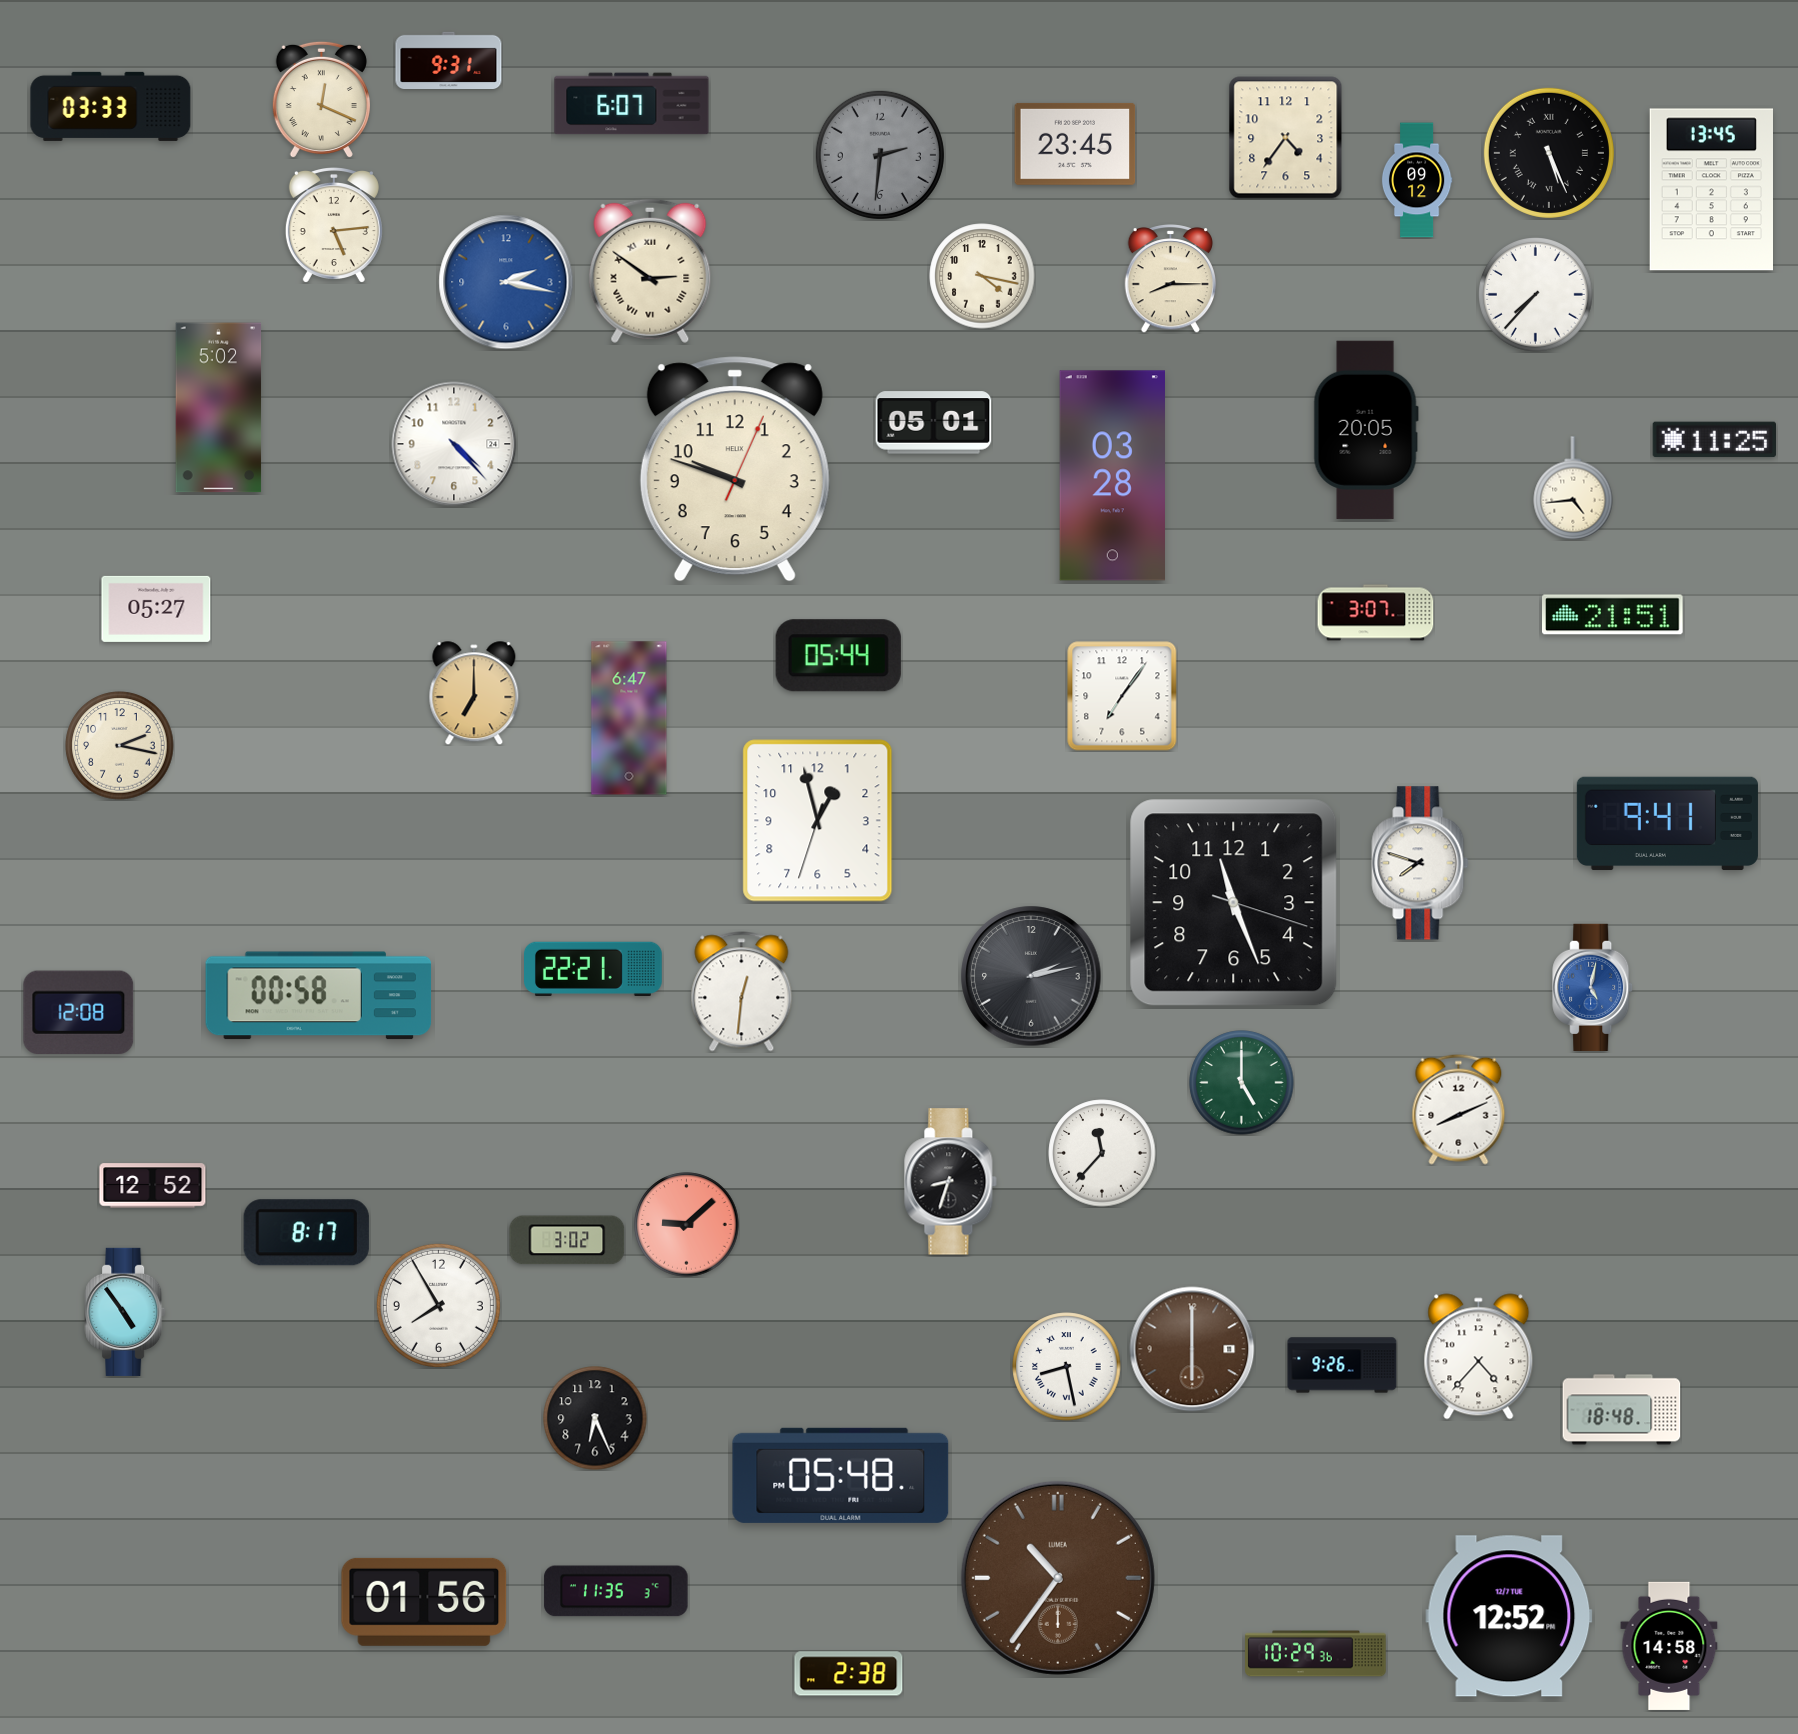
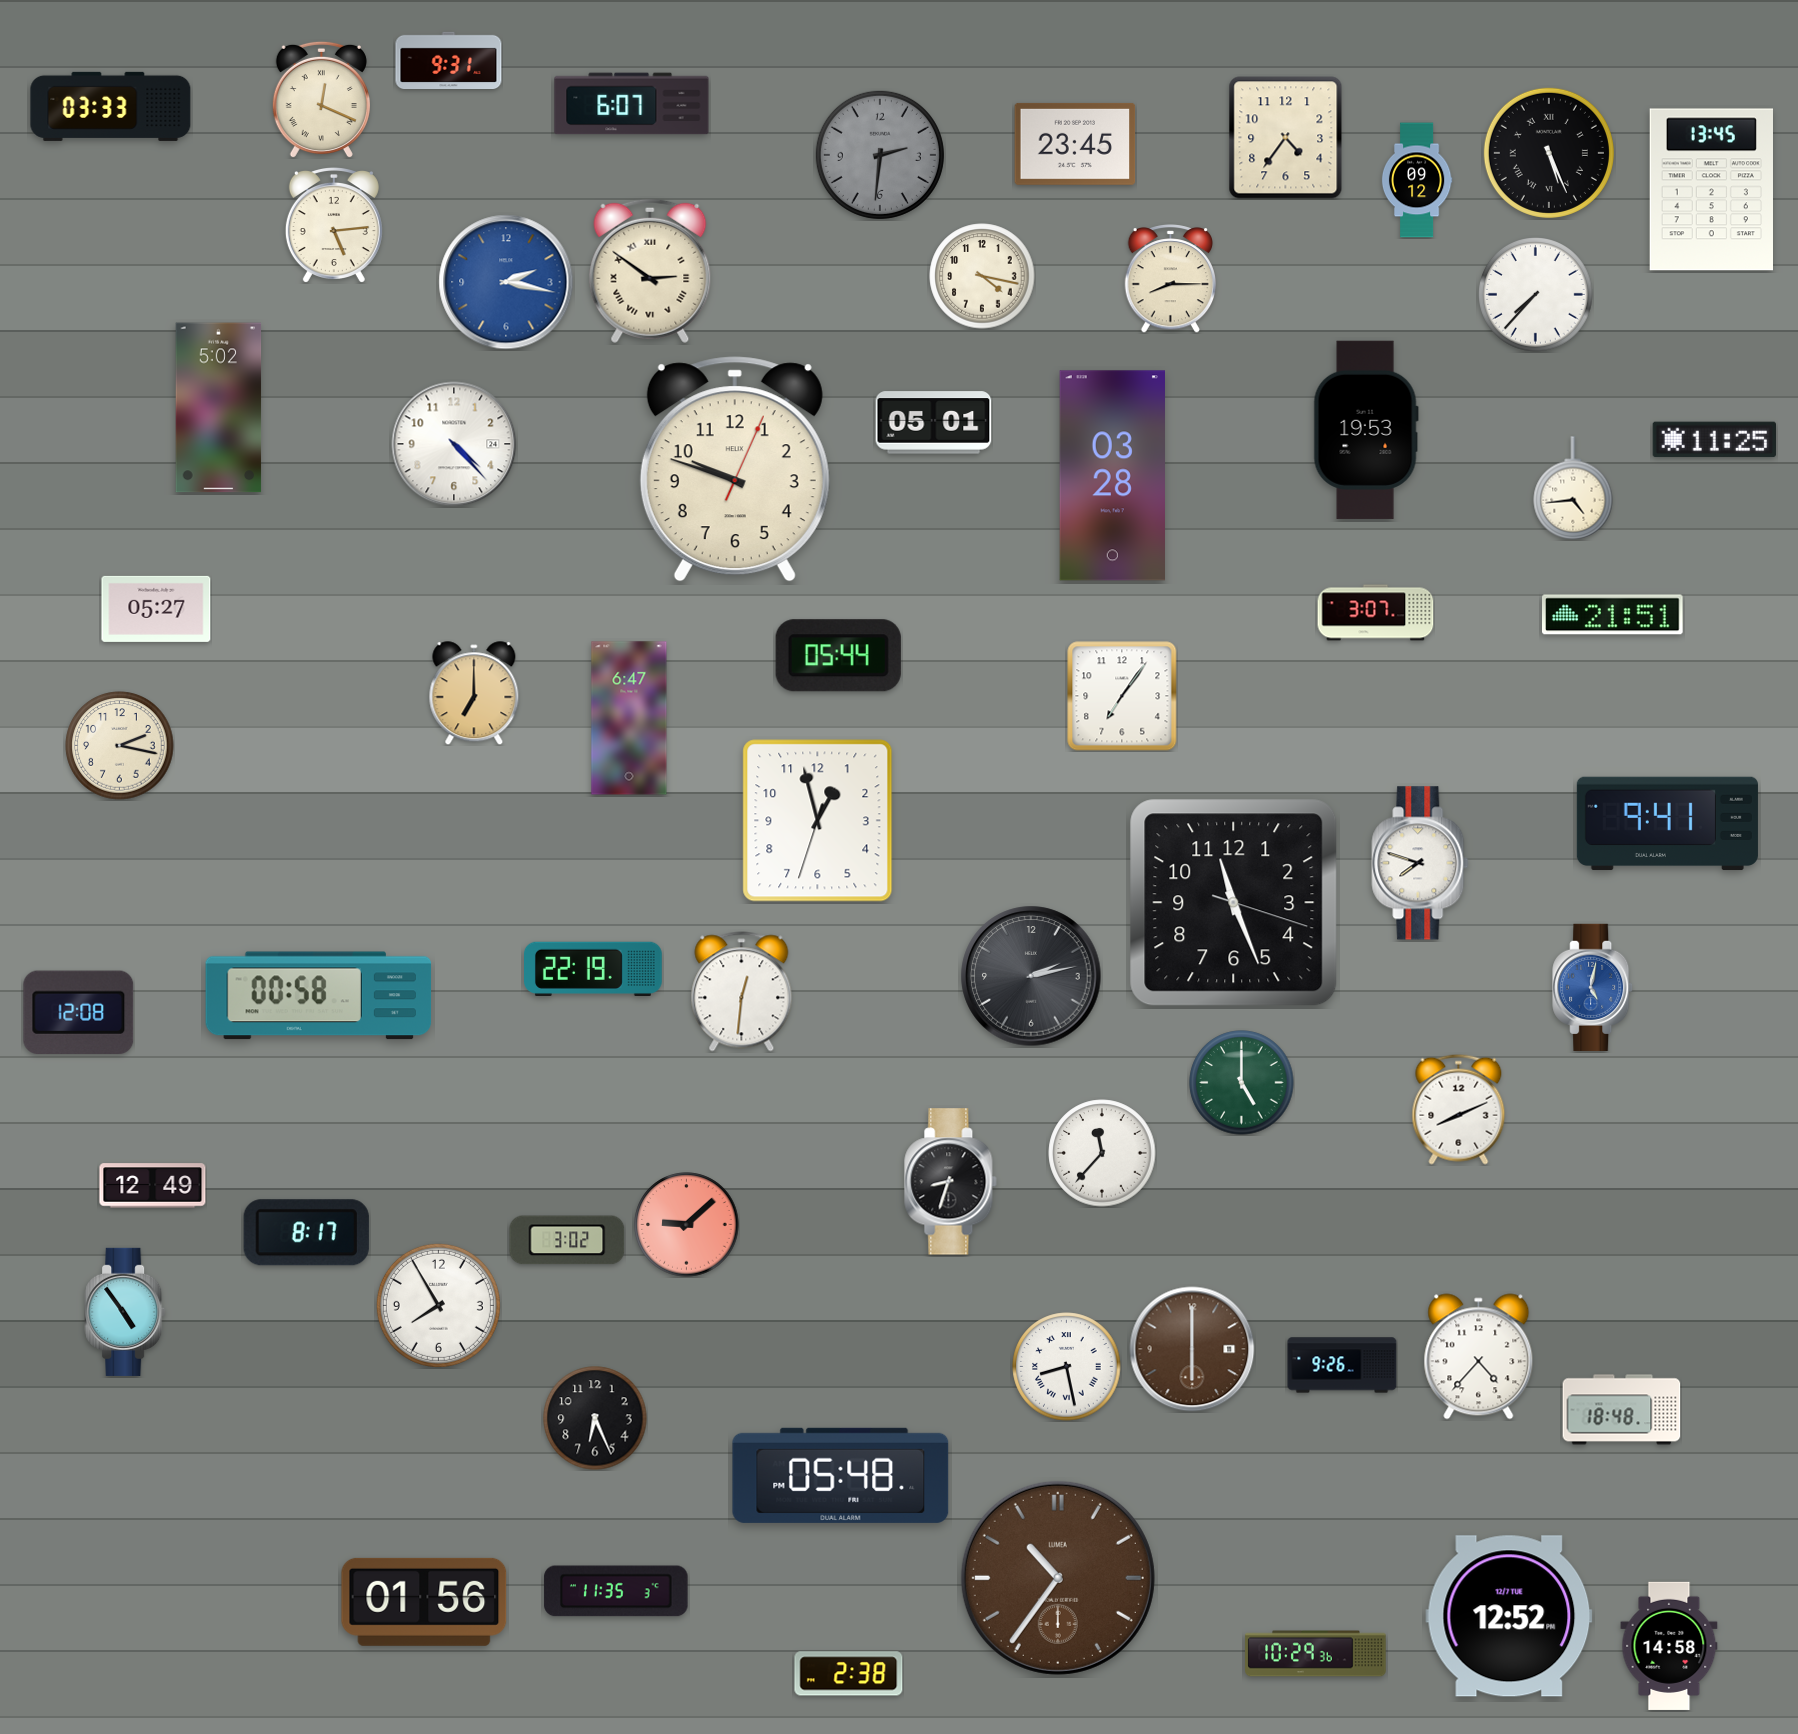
clock at (1366, 430): 20:05 -> 19:53
clock at (594, 968): 22:21 -> 22:19
clock at (153, 1186): 12:52 -> 12:49
